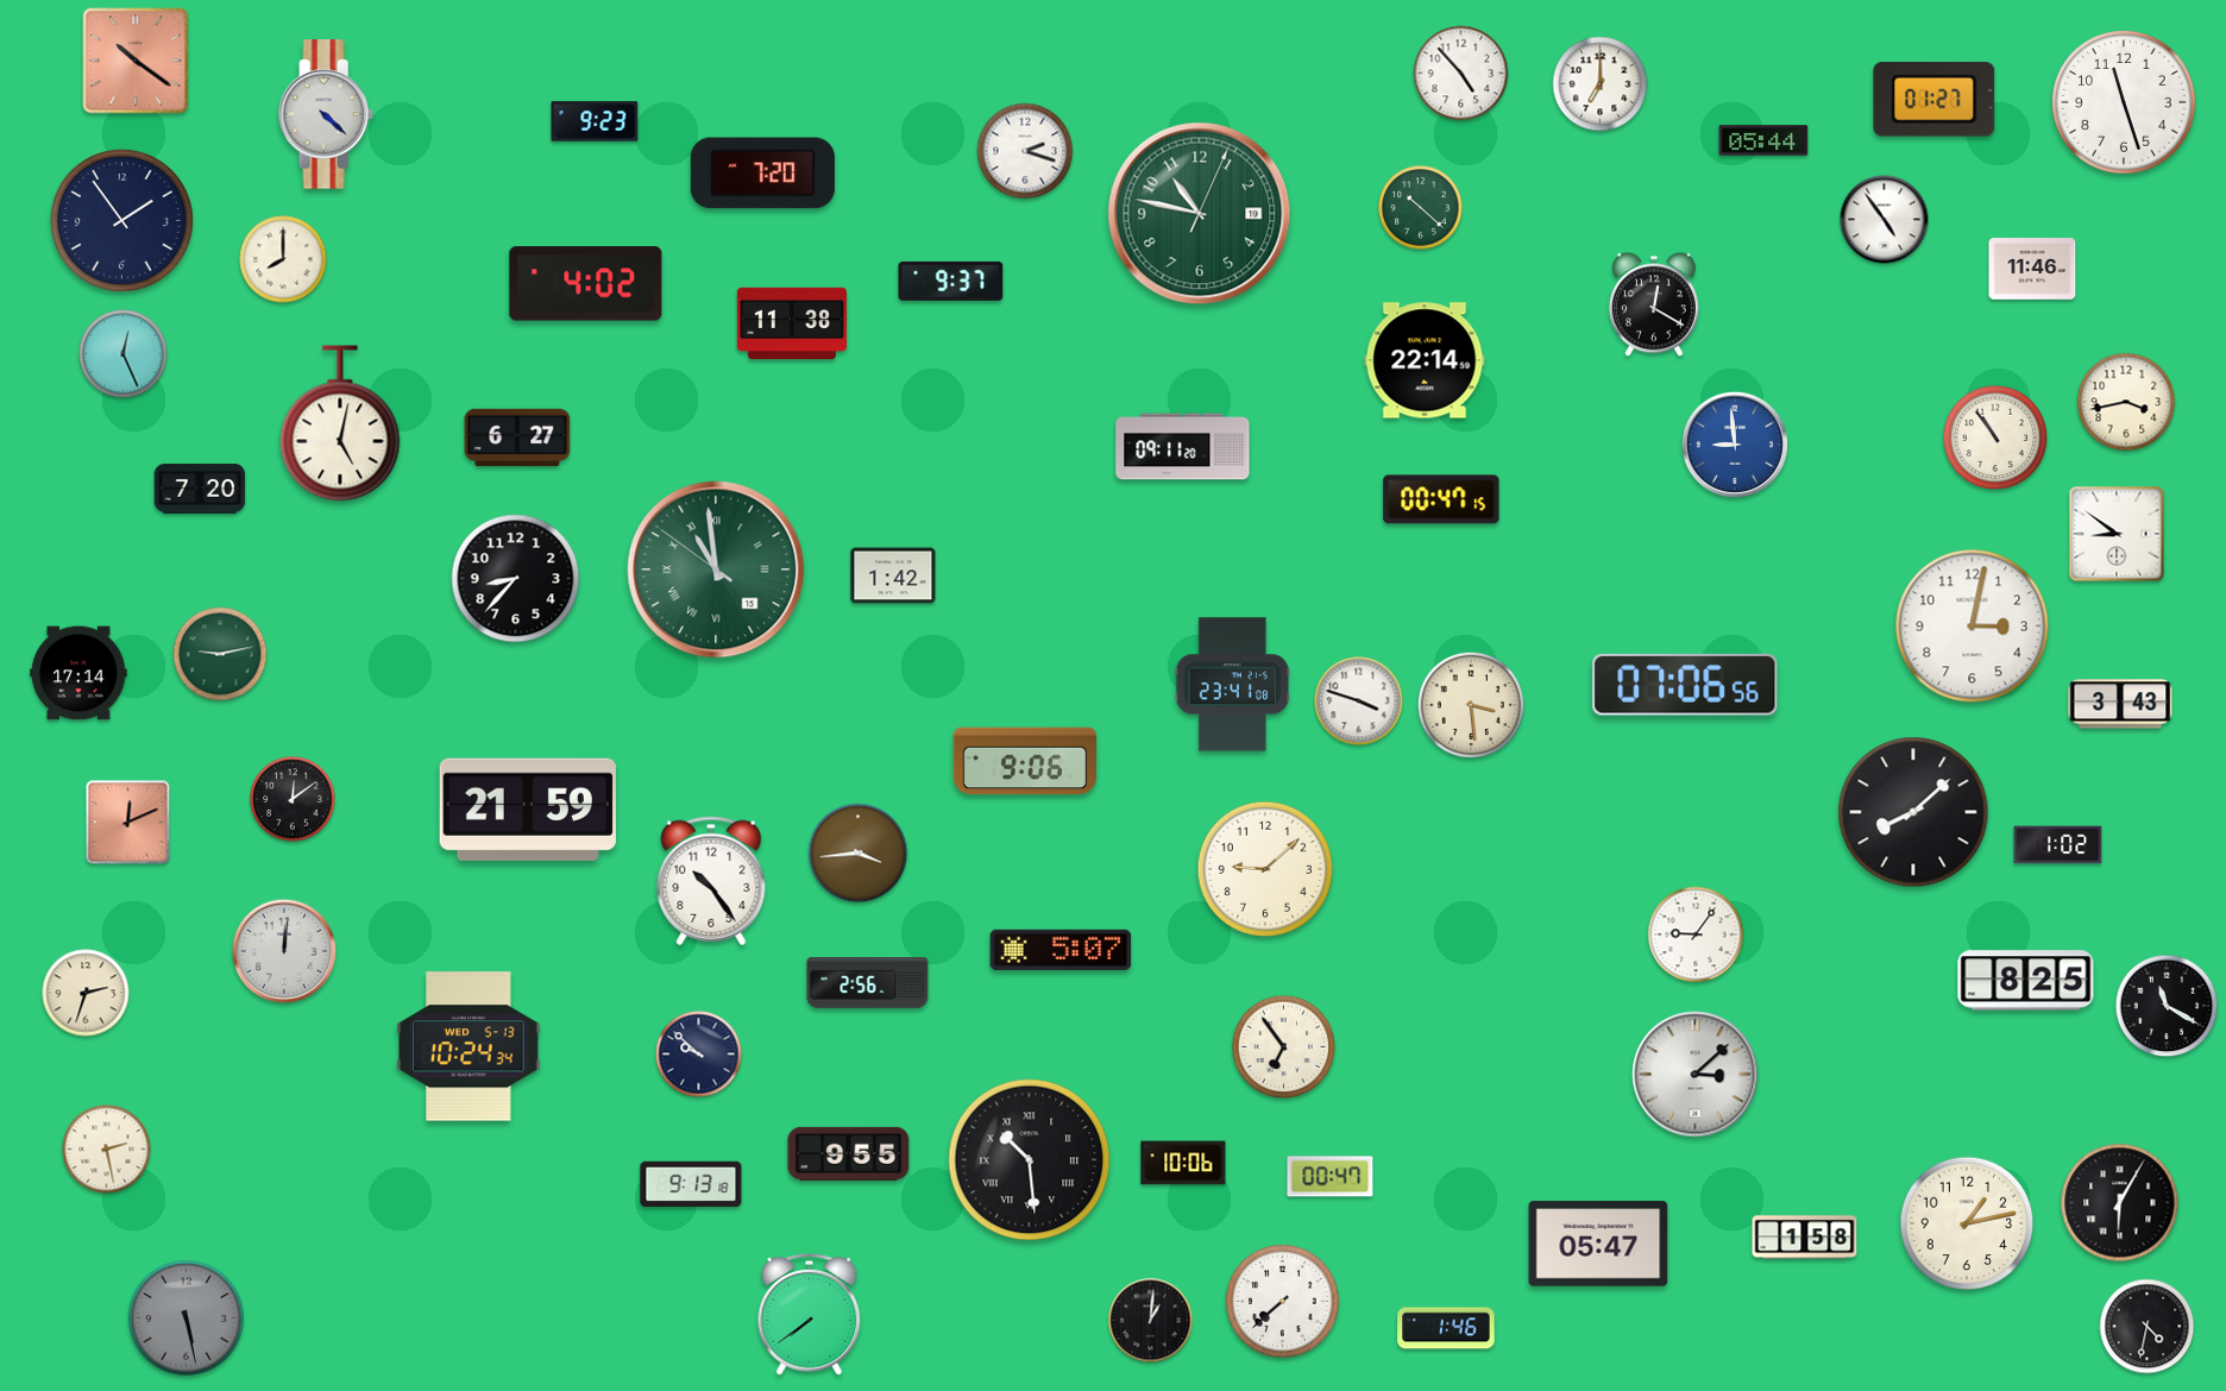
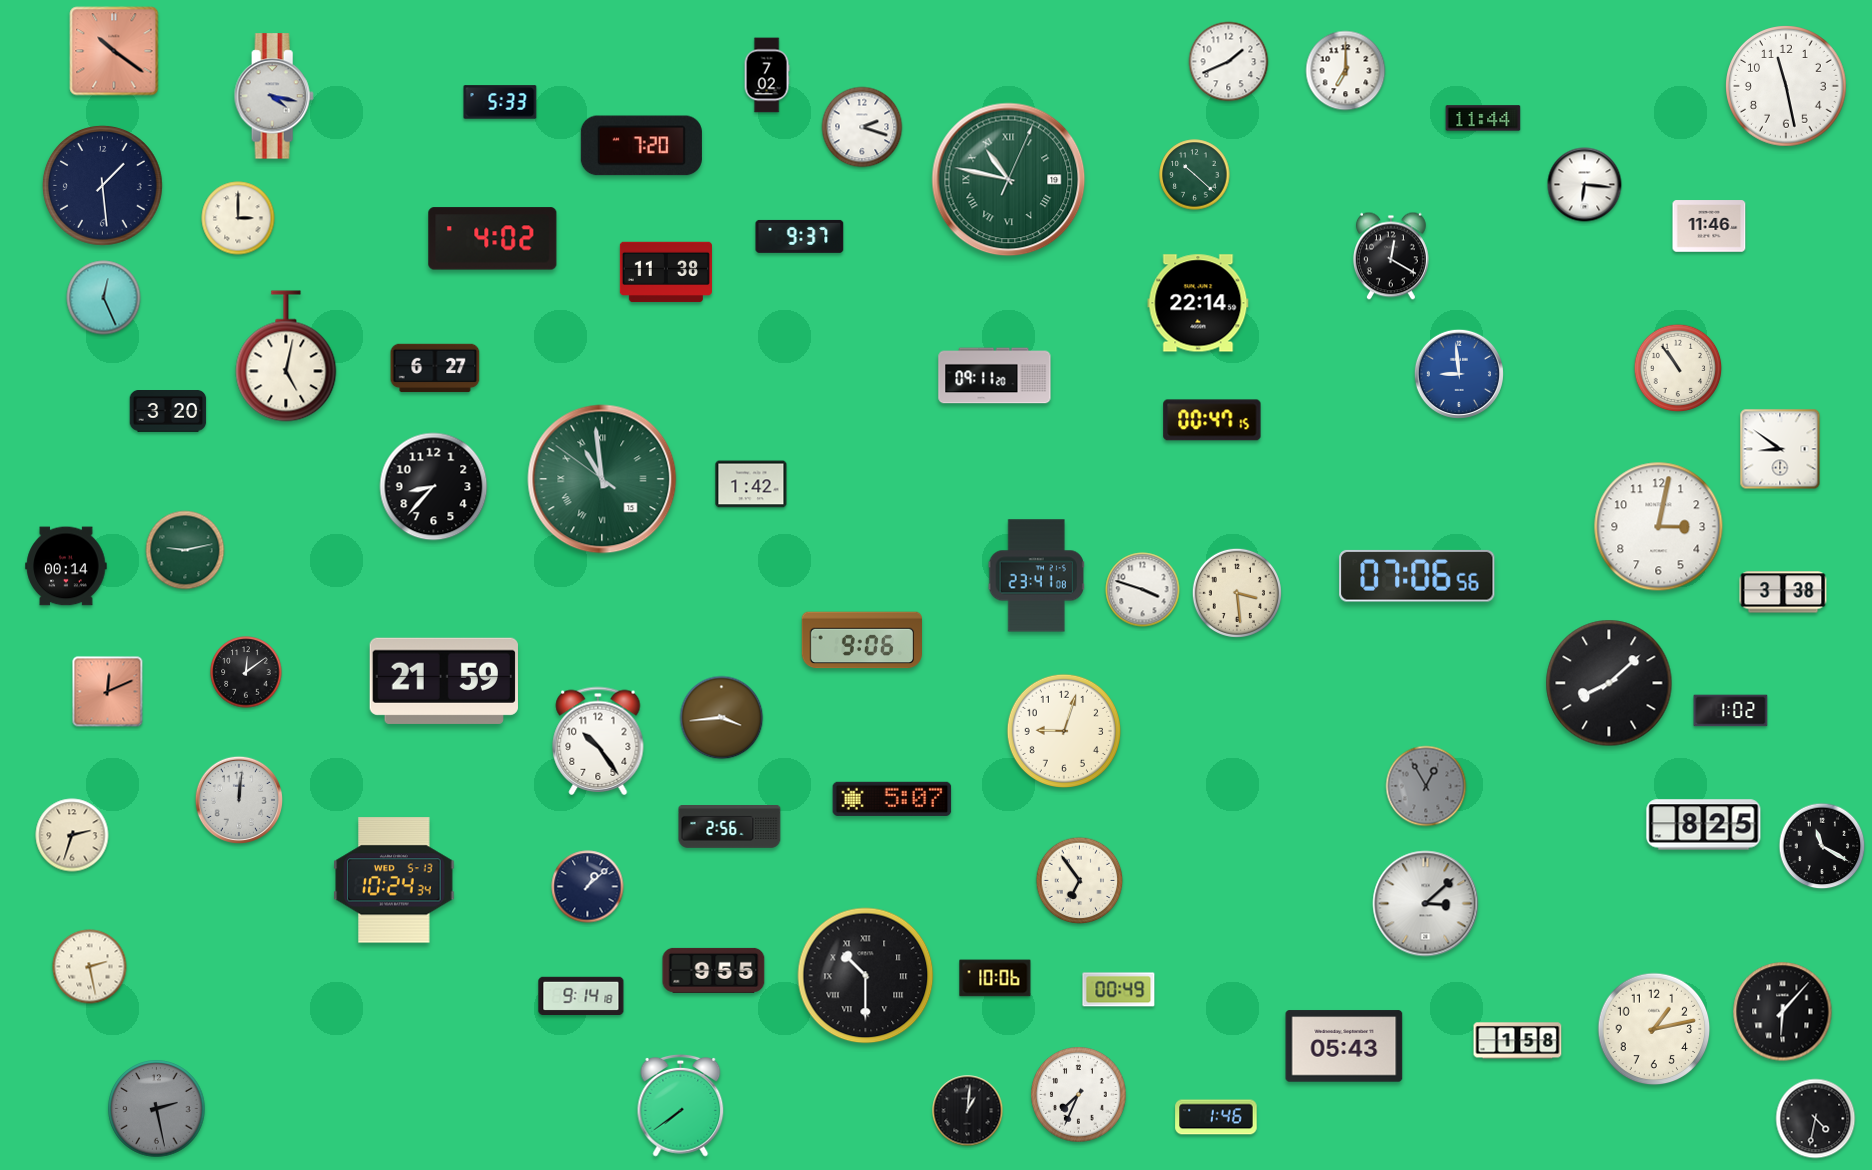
clock at (1461, 74): 4:53 -> 1:41
clock at (767, 75): none -> 7:02
clock at (1935, 100): 01:27 -> none
clock at (2124, 102): 11:27 -> 11:28
clock at (326, 114): 4:22 -> 4:17
clock at (595, 121): 9:23 -> 5:33
clock at (1763, 140): 05:44 -> 11:44
clock at (1200, 214) numerals: Arabic -> Roman
clock at (1885, 220): 4:54 -> 6:16
clock at (122, 221): 1:54 -> 1:29
clock at (283, 259): 8:00 -> 3:00
clock at (2126, 402): 3:43 -> none
clock at (200, 490): 7:20 -> 3:20
clock at (78, 673): 17:14 -> 00:14
clock at (2120, 704): 3:43 -> 3:38
clock at (1264, 868): 9:08 -> 9:03
clock at (1696, 934): 9:06 -> 12:55
clock at (1696, 934) dial: white -> grey
clock at (699, 1055): 9:52 -> 1:08
clock at (1030, 1160): 10:29 -> 10:30
clock at (1331, 1177): 00:47 -> 00:49
clock at (691, 1184): 9:13 -> 9:14
clock at (2120, 1203): 6:05 -> 6:07
clock at (1598, 1244): 05:47 -> 05:43
clock at (1283, 1302): 7:38 -> 7:34
clock at (187, 1318): 5:28 -> 2:28
clock at (2148, 1327) position: (2148, 1327) -> (1816, 1119)
